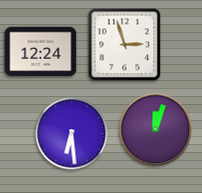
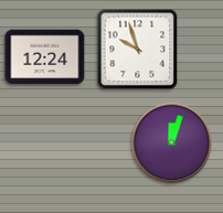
clock at (125, 45): 2:57 -> 9:57
clock at (72, 134): 6:29 -> none
